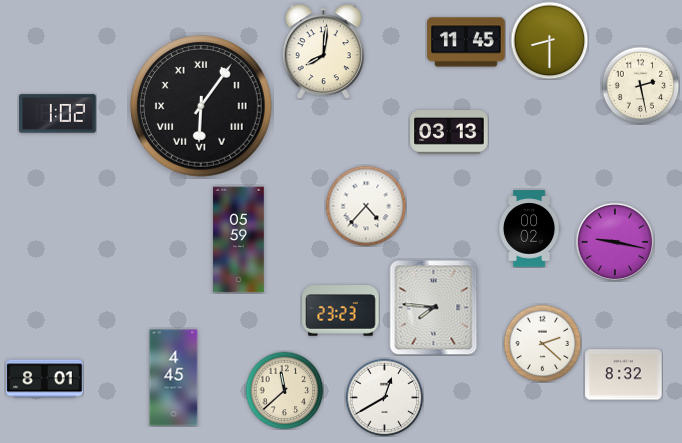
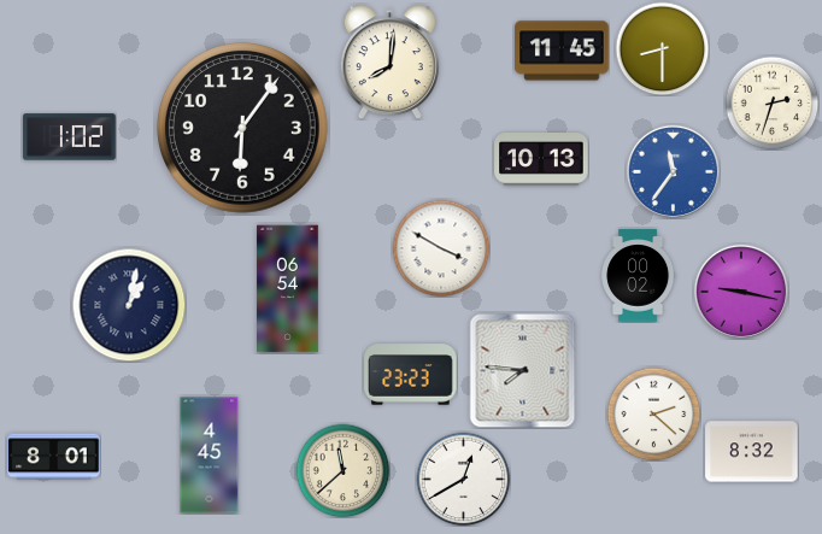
clock at (640, 85): 2:28 -> 2:33
clock at (202, 107) numerals: Roman -> Arabic
clock at (449, 133): 03:13 -> 10:13
clock at (673, 171): none -> 11:36
clock at (366, 206): 4:37 -> 3:50
clock at (239, 240): 05:59 -> 06:54
clock at (129, 305): none -> 1:02
